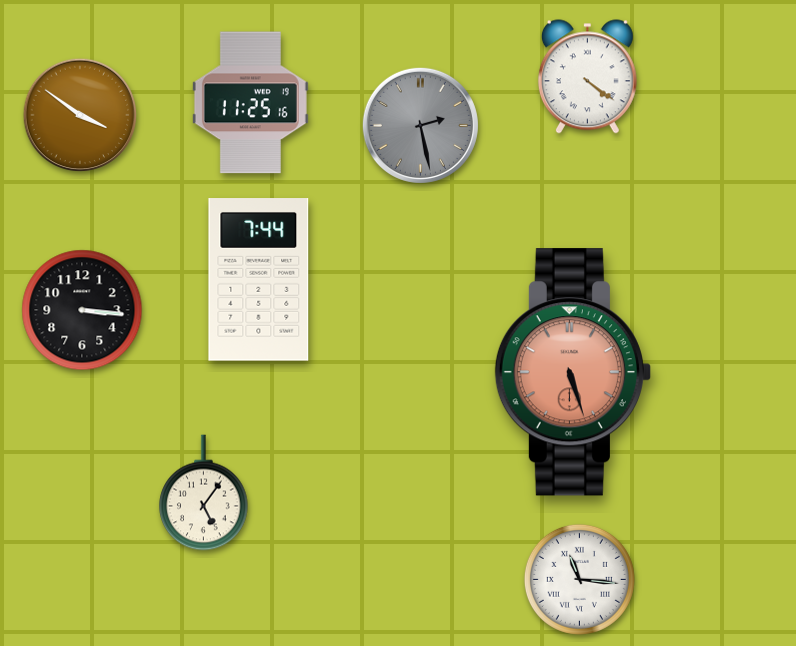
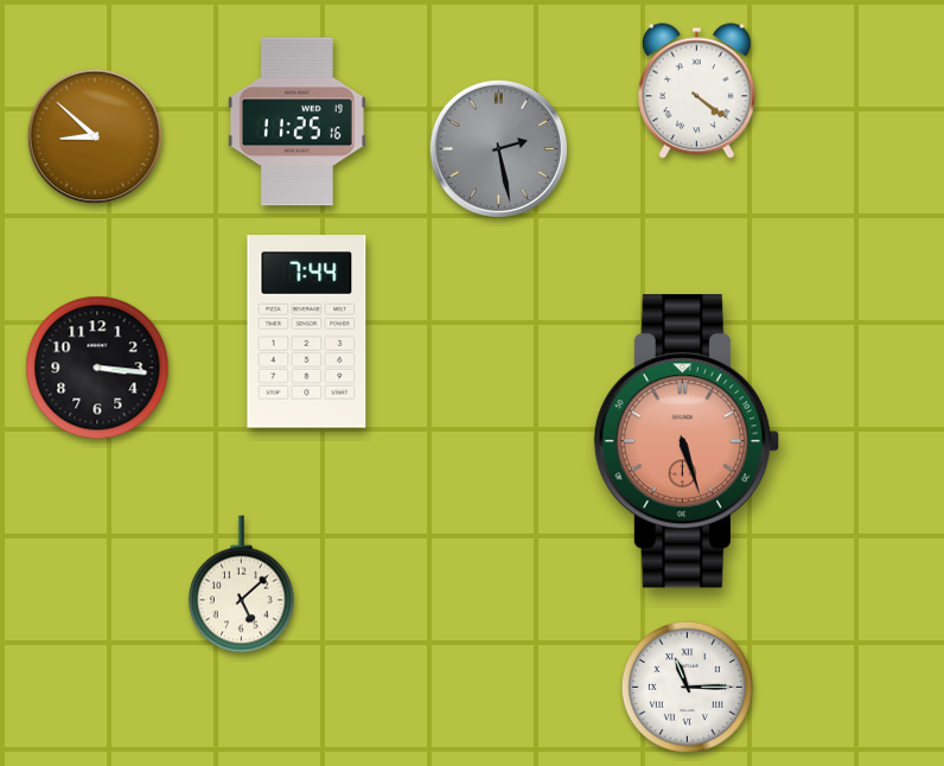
clock at (80, 115): 3:51 -> 8:52
clock at (572, 372) position: (572, 372) -> (685, 441)
clock at (204, 493): 5:06 -> 5:08
clock at (579, 579): 11:16 -> 11:15
